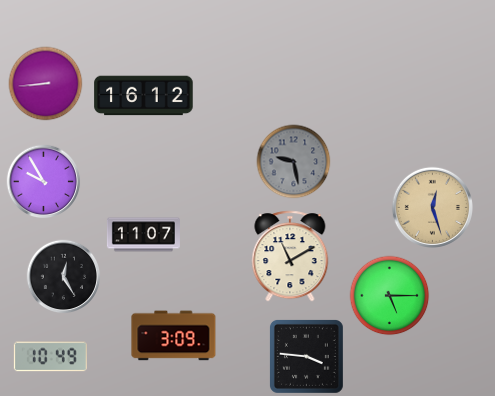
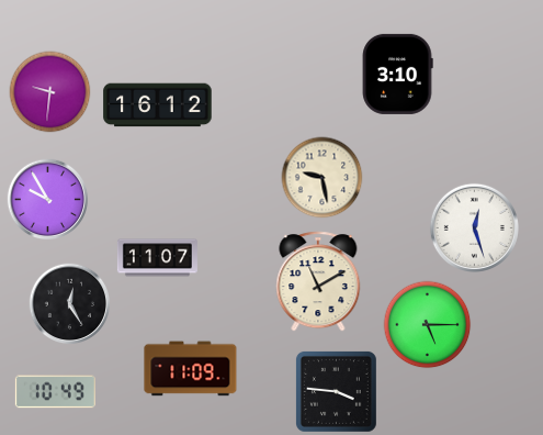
clock at (397, 74): none -> 3:10
clock at (46, 84): 8:44 -> 9:31
clock at (294, 162) dial: grey -> cream
clock at (432, 207) dial: champagne -> white
clock at (174, 336): 3:09 -> 11:09
